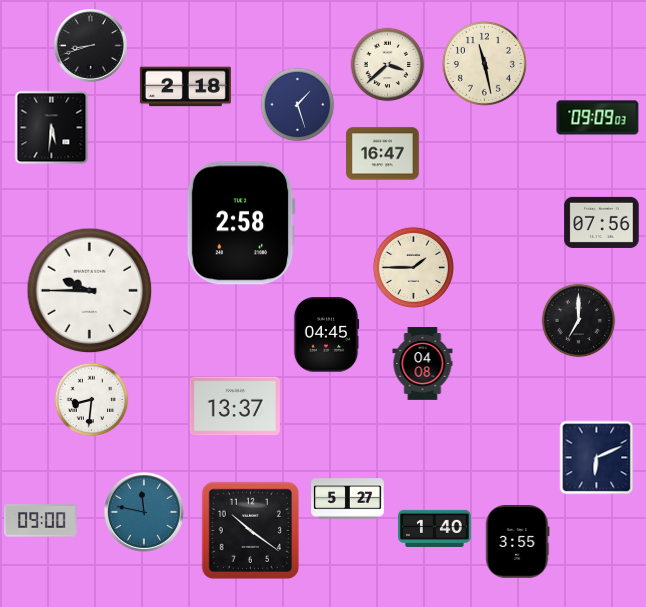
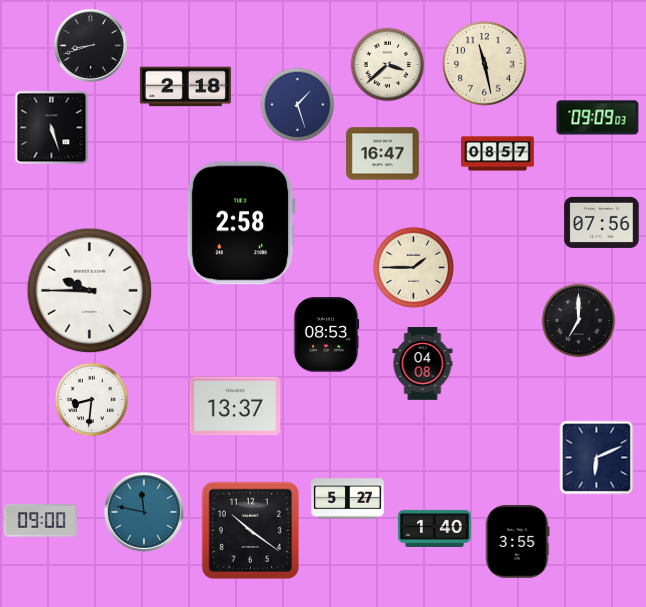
clock at (52, 128): 5:31 -> 5:27
clock at (498, 154): none -> 08:57
clock at (326, 335): 04:45 -> 08:53
